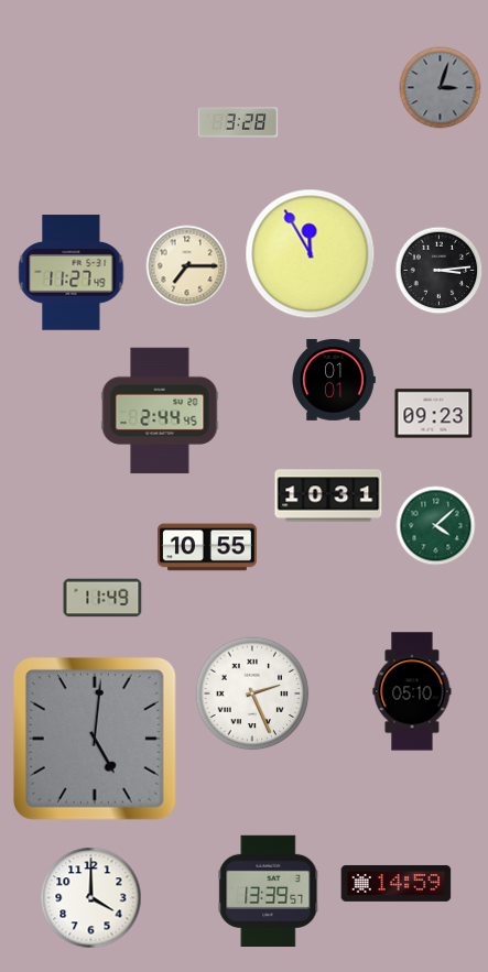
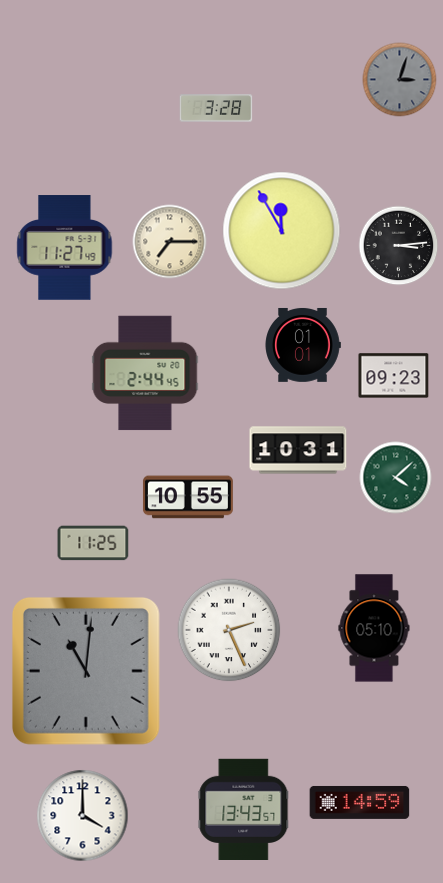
clock at (238, 122) position: (238, 122) -> (216, 108)
clock at (102, 598): 11:49 -> 11:25
clock at (95, 739): 5:01 -> 11:01
clock at (269, 891): 13:39 -> 13:43
